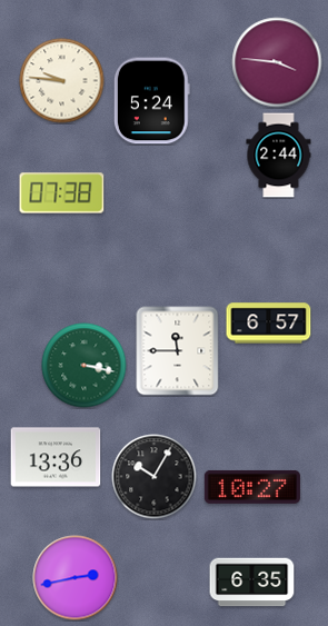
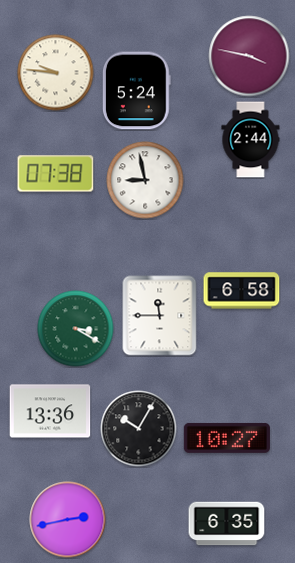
clock at (277, 62): 3:46 -> 3:47
clock at (145, 180): none -> 8:58
clock at (269, 324): 6:57 -> 6:58
clock at (85, 366): 3:17 -> 3:20
